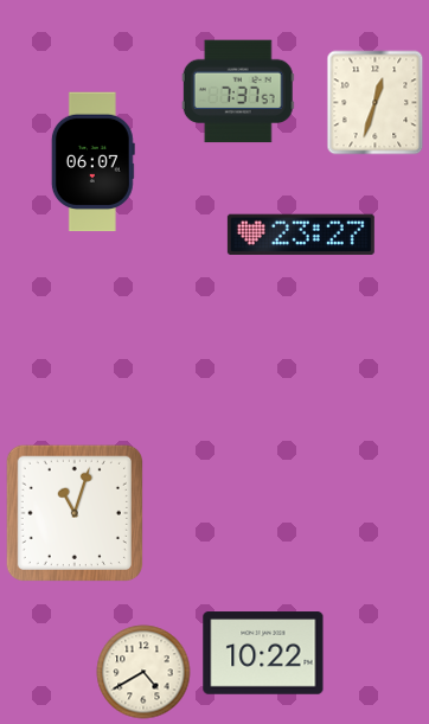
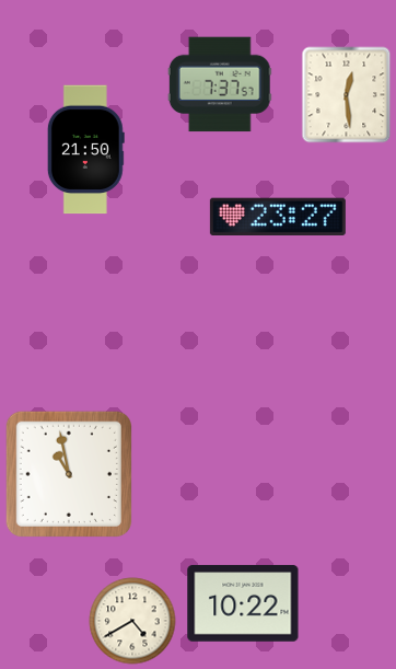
clock at (376, 103): 12:33 -> 12:29
clock at (92, 162): 06:07 -> 21:50
clock at (75, 513): 11:03 -> 10:58
